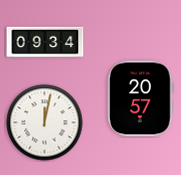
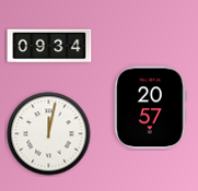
clock at (141, 99) position: (141, 99) -> (151, 108)
